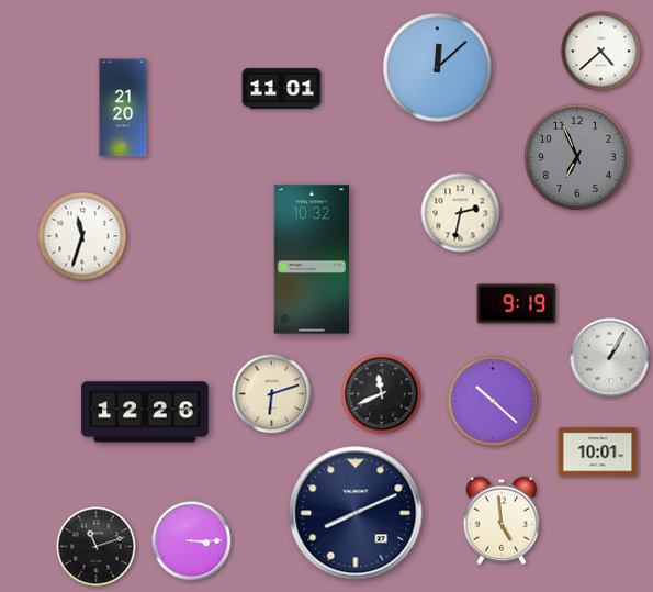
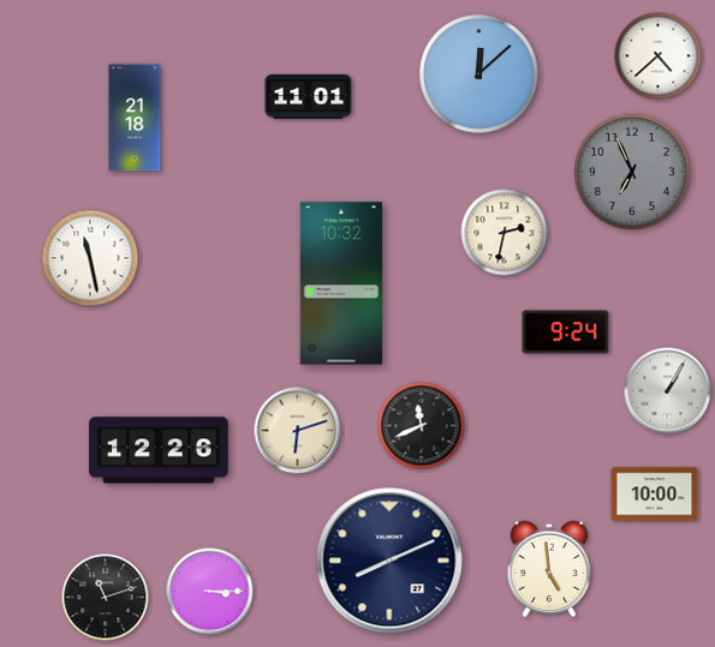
clock at (123, 108): 21:20 -> 21:18
clock at (82, 236): 11:33 -> 11:28
clock at (517, 304): 9:19 -> 9:24
clock at (382, 394) position: (382, 394) -> (422, 426)
clock at (493, 401): 10:22 -> none
clock at (598, 453): 10:01 -> 10:00
